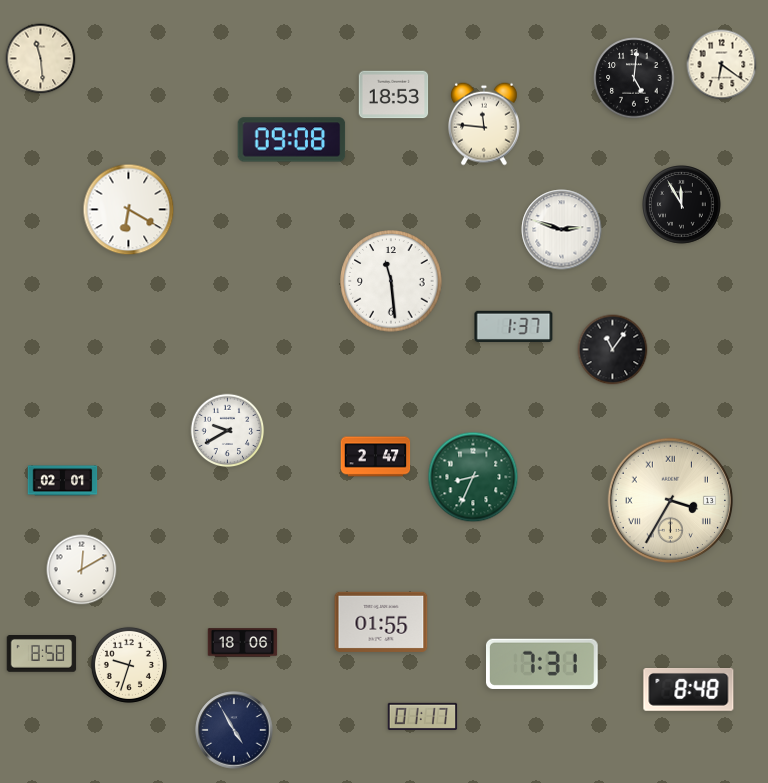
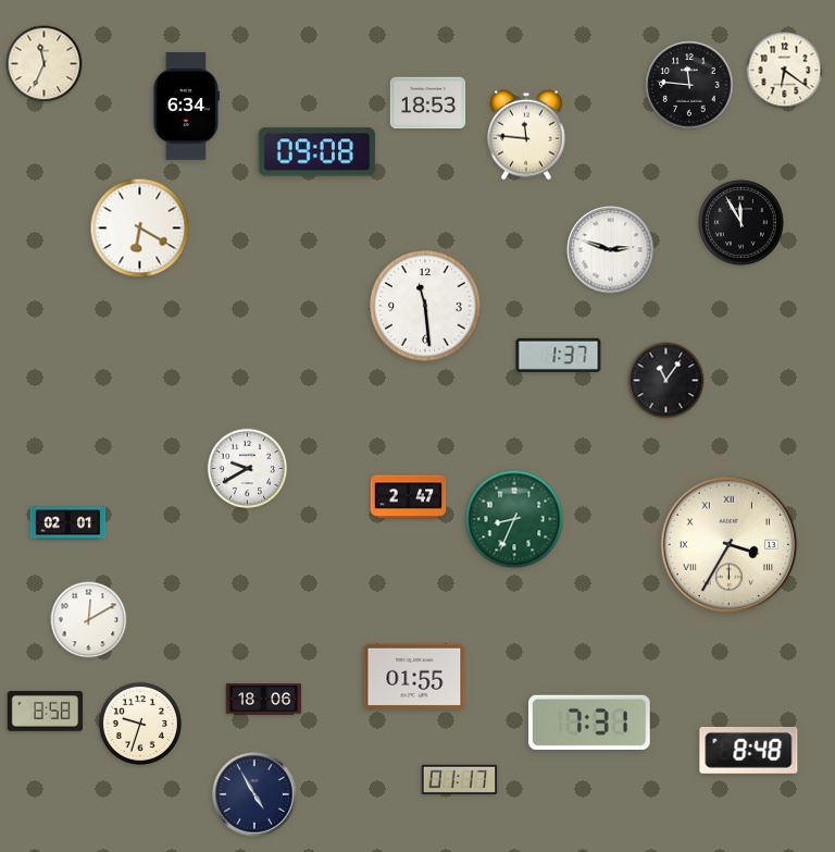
clock at (41, 59): 11:29 -> 11:34
clock at (634, 78): 5:01 -> 11:46
clock at (186, 107): none -> 6:34
